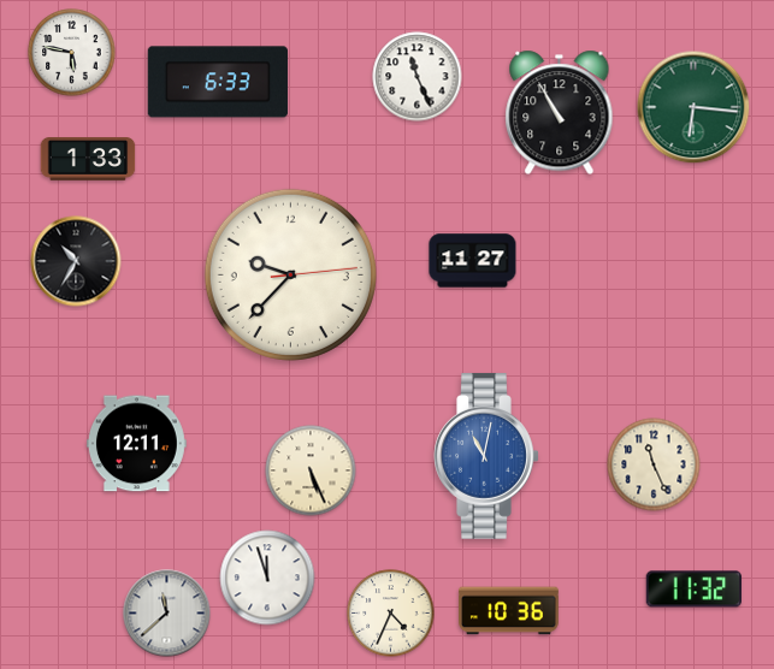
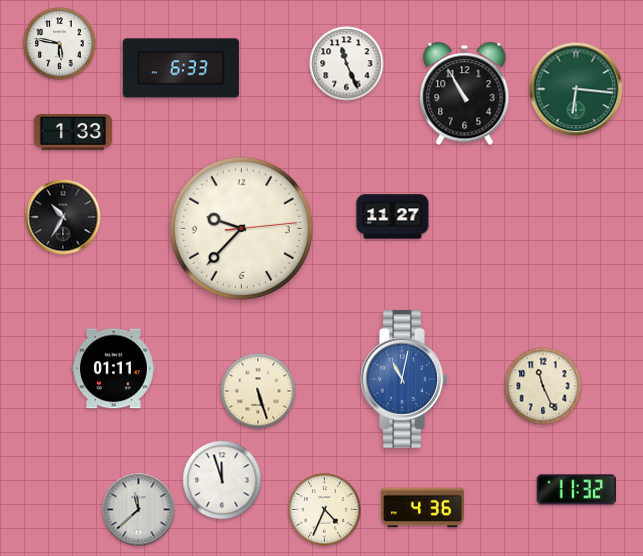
clock at (136, 444): 12:11 -> 01:11
clock at (311, 470): 5:26 -> 5:27
clock at (509, 611): 10:36 -> 4:36
